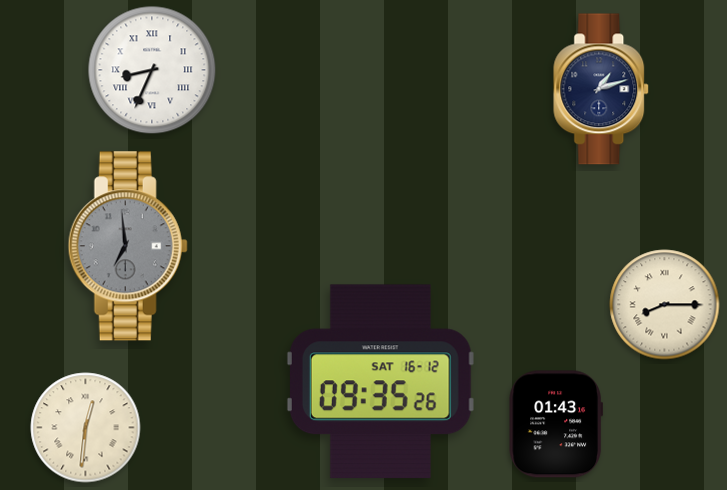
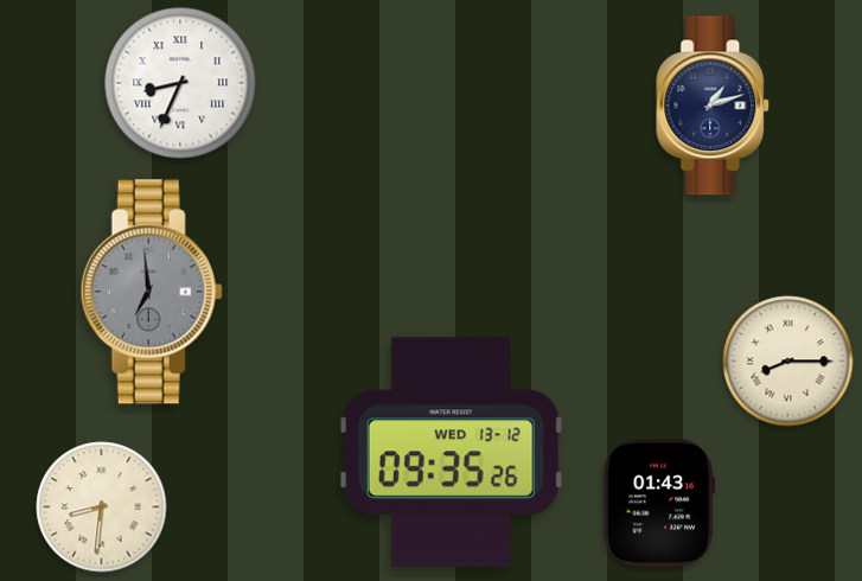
clock at (380, 382) date: SAT 16-12 -> WED 13-12
clock at (86, 428): 12:31 -> 8:31
